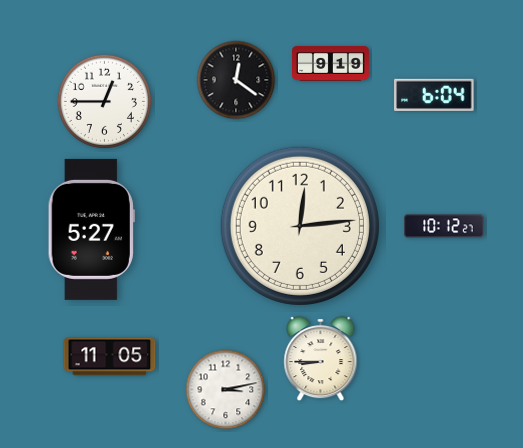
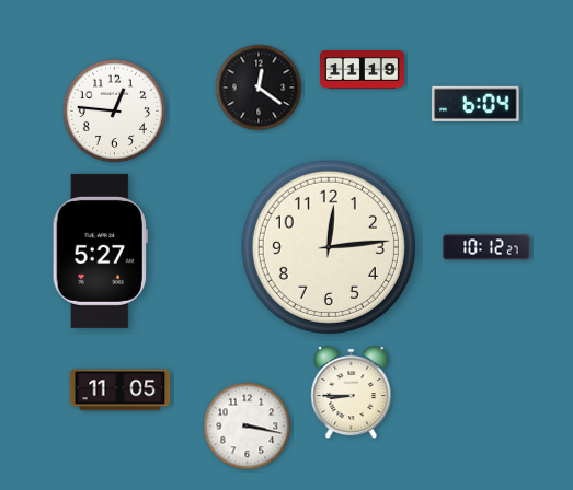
clock at (331, 64): 9:19 -> 11:19
clock at (104, 101): 12:45 -> 12:46
clock at (226, 390): 3:13 -> 3:17
